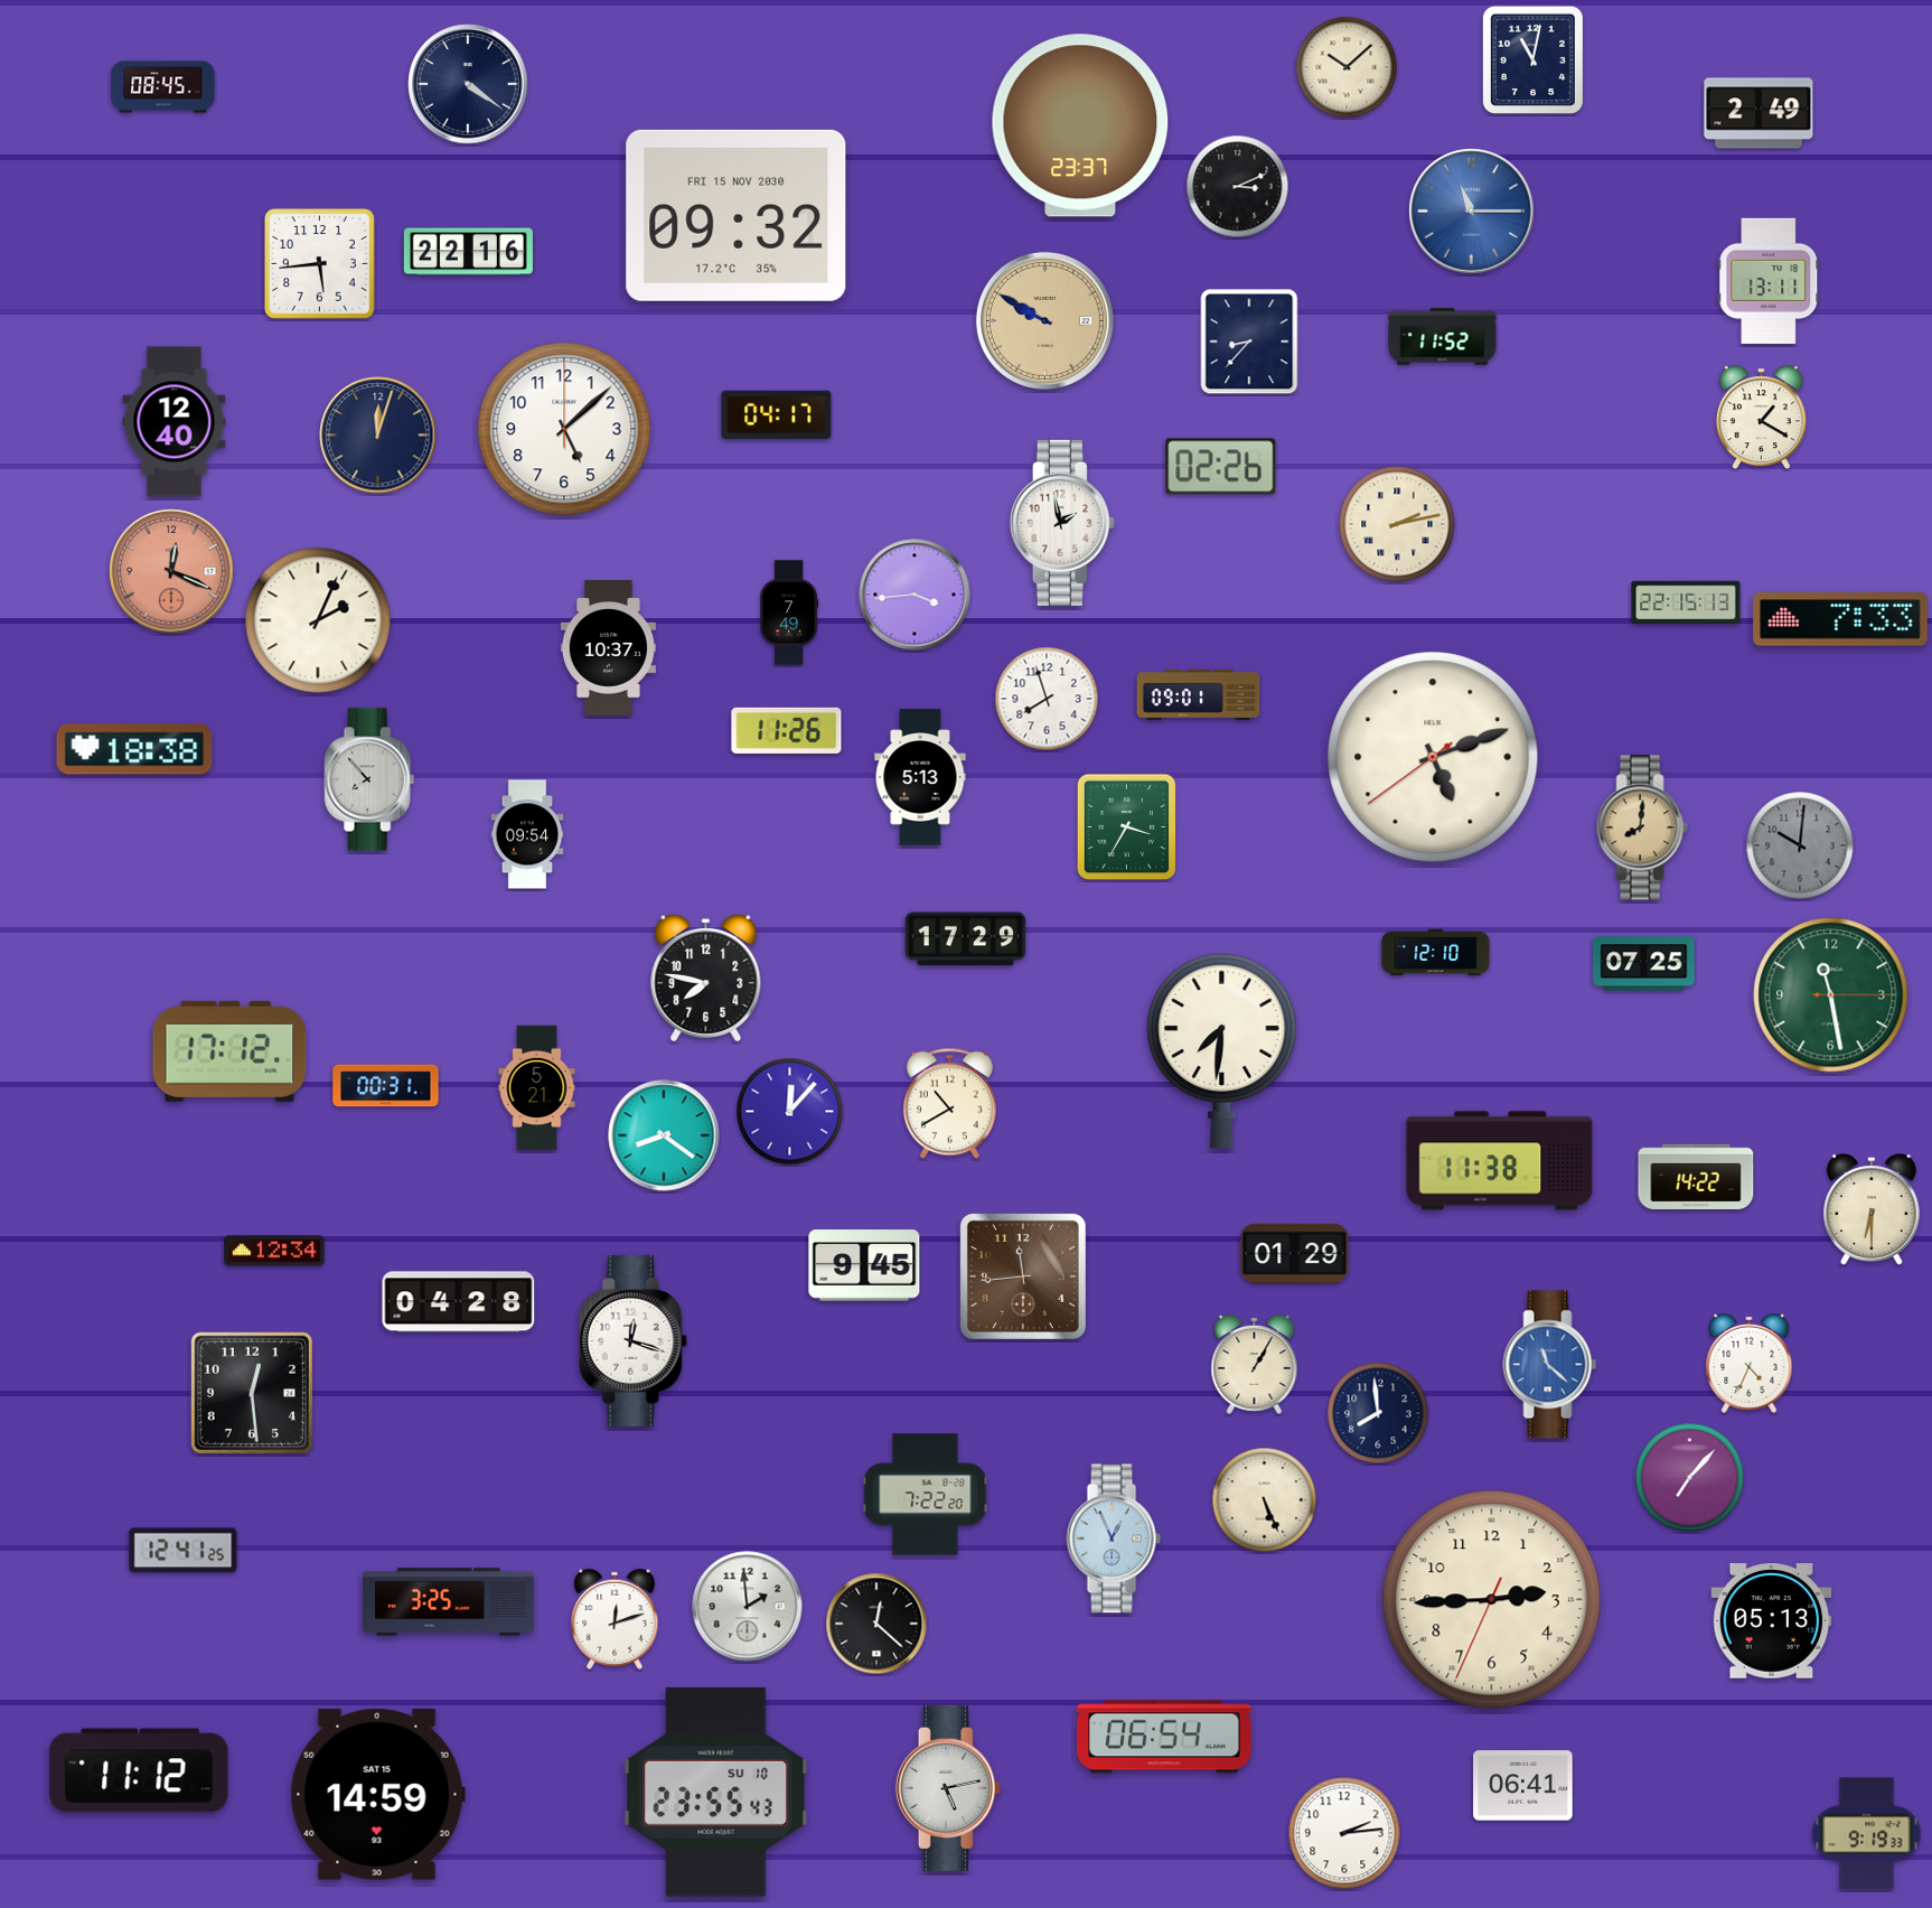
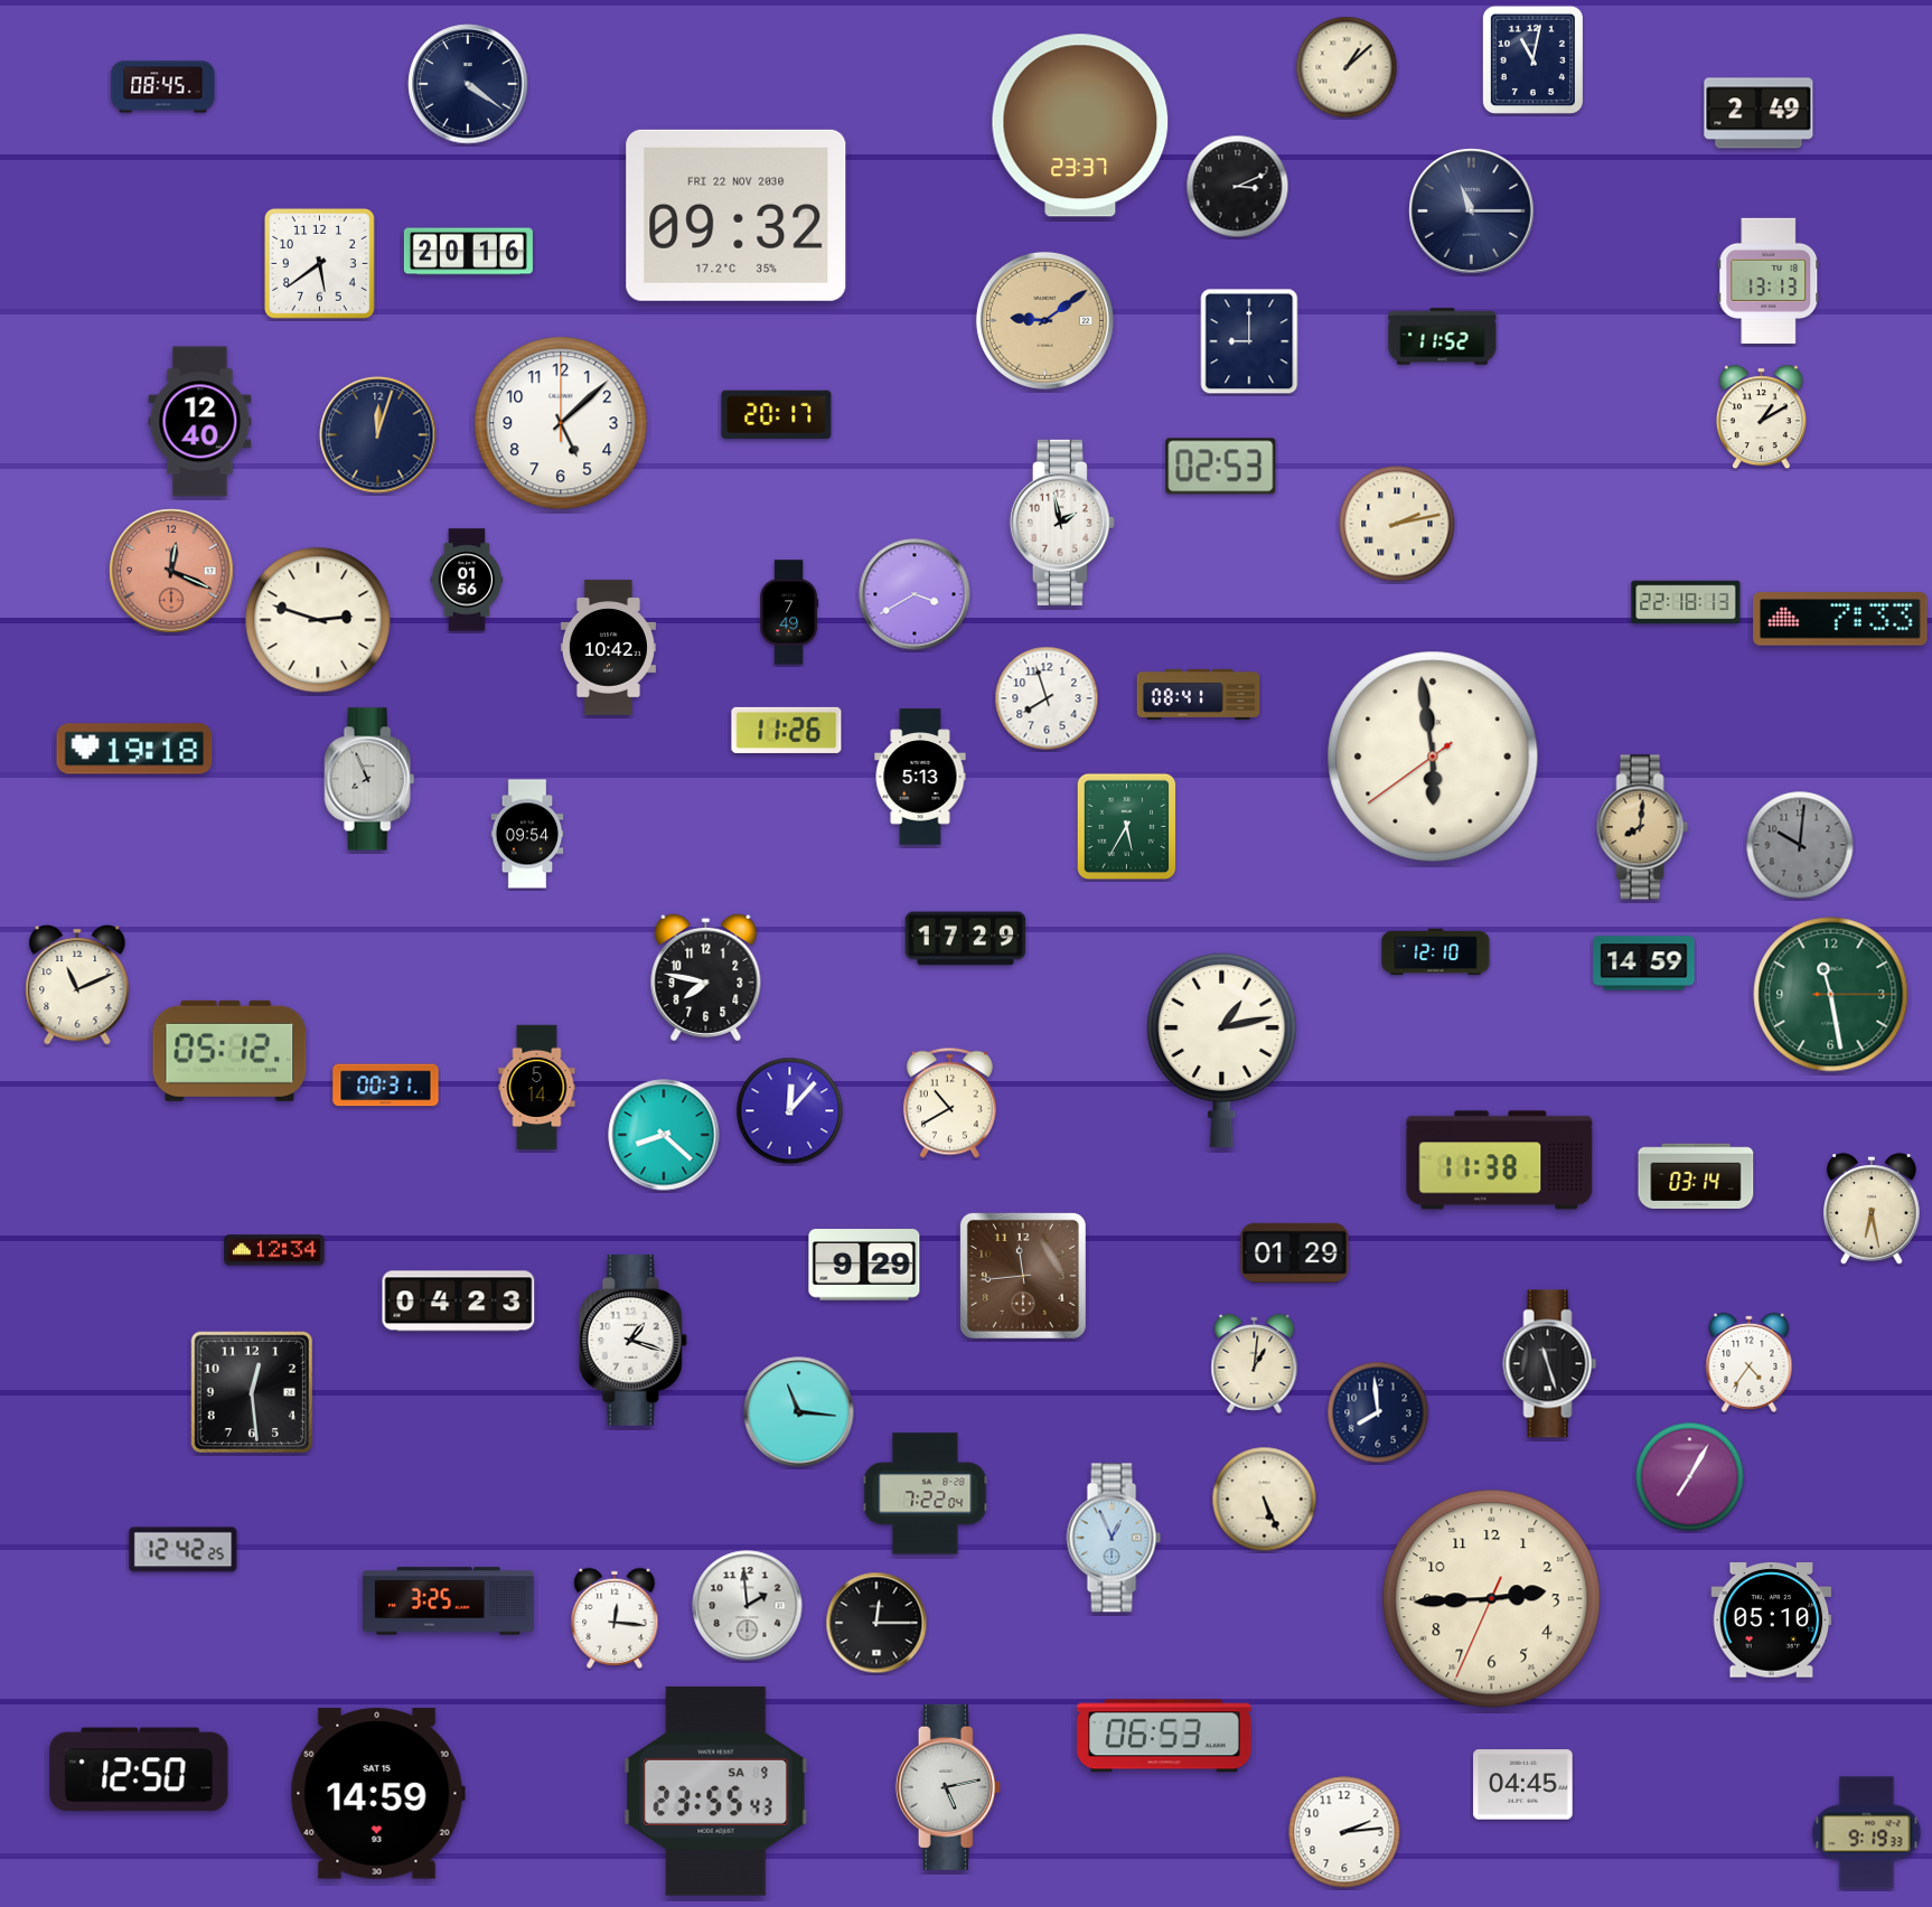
clock at (1347, 67): 10:08 -> 1:08
clock at (1472, 212) dial: blue -> navy
clock at (737, 215) date: FRI 15 NOV 2030 -> FRI 22 NOV 2030
clock at (468, 252): 22:16 -> 20:16
clock at (319, 263): 5:44 -> 5:39
clock at (1769, 281): 13:11 -> 13:13
clock at (1044, 320): 9:50 -> 9:09
clock at (1249, 342): 8:37 -> 9:00
clock at (777, 415): 04:17 -> 20:17
clock at (1761, 418): 1:20 -> 1:10
clock at (175, 422) position: (175, 422) -> (200, 422)
clock at (564, 429) position: (564, 429) -> (561, 423)
clock at (1221, 467): 02:26 -> 02:53
clock at (467, 580): none -> 01:56
clock at (915, 595): 3:44 -> 3:40
clock at (1686, 602): 22:15 -> 22:18
clock at (318, 620): 2:04 -> 2:48
clock at (608, 648): 10:37 -> 10:42
clock at (1199, 694): 09:01 -> 08:41
clock at (134, 749): 18:38 -> 19:18
clock at (1433, 757): 5:11 -> 5:58
clock at (369, 779): 7:53 -> 7:56
clock at (1127, 827): 3:35 -> 5:35
clock at (1644, 964): 07:25 -> 14:59
clock at (77, 985): none -> 11:11
clock at (1222, 1050): 7:31 -> 1:13
clock at (229, 1051): 17:12 -> 05:12
clock at (537, 1088): 5:21 -> 5:14
clock at (664, 1135): 8:21 -> 8:22
clock at (1696, 1177): 14:22 -> 03:14
clock at (1873, 1209): 6:30 -> 6:28
clock at (864, 1265): 9:45 -> 9:29
clock at (459, 1302): 04:28 -> 04:23
clock at (632, 1341): 12:18 -> 1:18
clock at (1750, 1363): 4:34 -> 4:36
clock at (1255, 1364): 1:05 -> 1:01
clock at (1550, 1365): 11:22 -> 11:27
clock at (1550, 1365) dial: blue -> black
clock at (799, 1412): none -> 11:16
clock at (1690, 1478): 7:07 -> 7:05
clock at (926, 1495): 7:22:20 -> 7:22:04
clock at (184, 1551): 12:41 -> 12:42
clock at (615, 1619): 12:12 -> 12:16
clock at (1772, 1621): 05:13 -> 05:10
clock at (876, 1624): 12:22 -> 12:15
clock at (1164, 1737): 06:54 -> 06:53
clock at (139, 1770): 11:12 -> 12:50
clock at (1523, 1786): 06:41 -> 04:45
clock at (716, 1792) date: SU 10 -> SA 9
